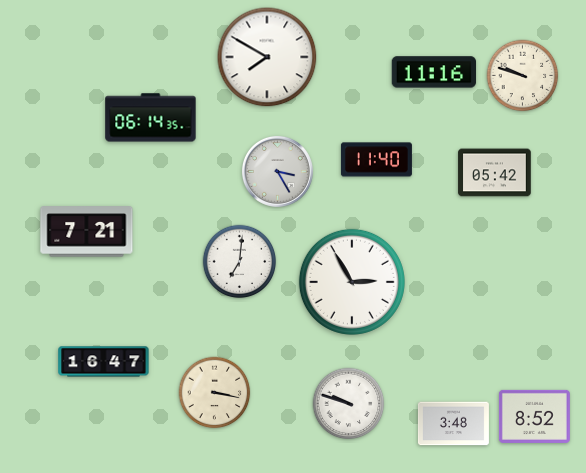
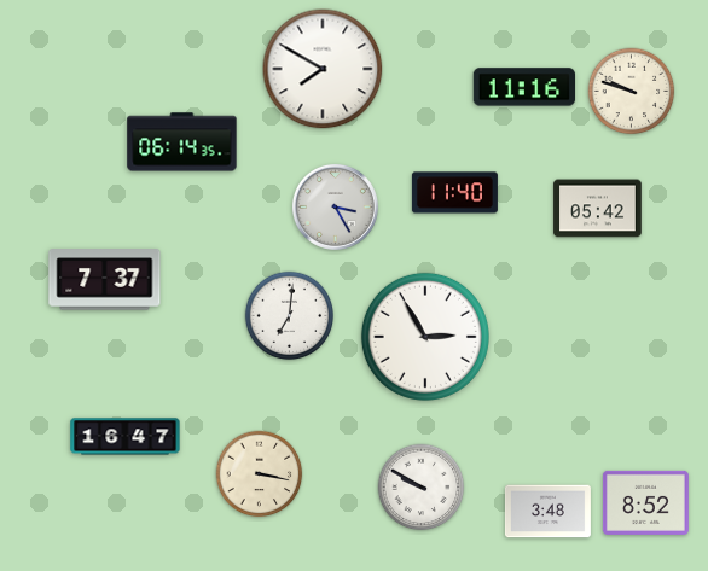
clock at (87, 232): 7:21 -> 7:37
clock at (352, 282) position: (352, 282) -> (425, 337)
clock at (349, 404): 9:48 -> 9:50
